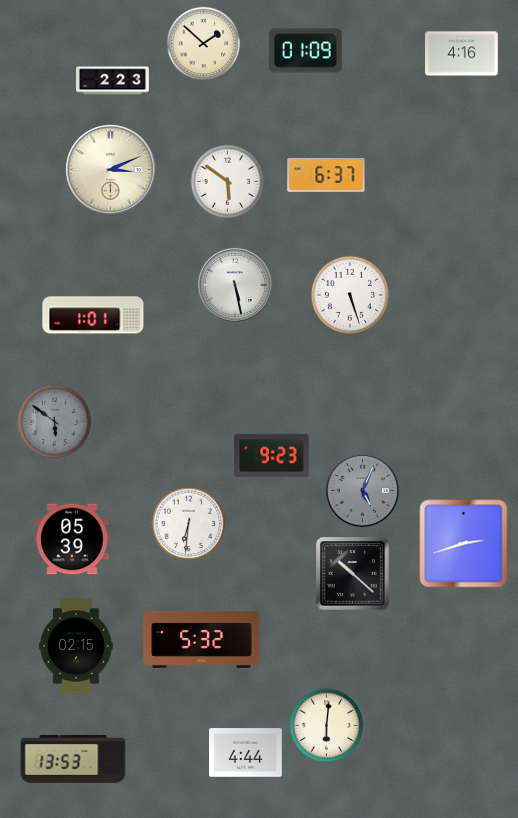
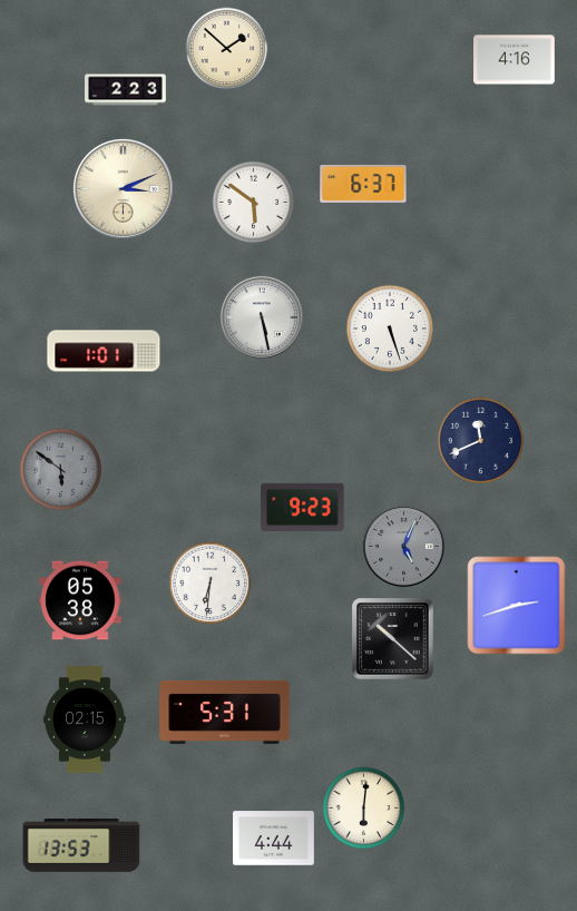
clock at (305, 51): 01:09 -> none
clock at (326, 175) position: (326, 175) -> (363, 184)
clock at (481, 441): none -> 11:41
clock at (72, 539): 05:39 -> 05:38
clock at (202, 639): 5:32 -> 5:31
